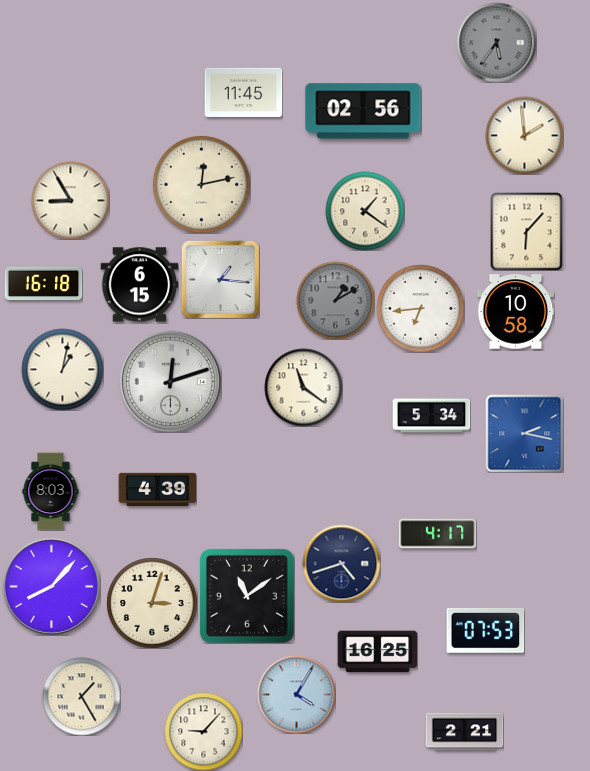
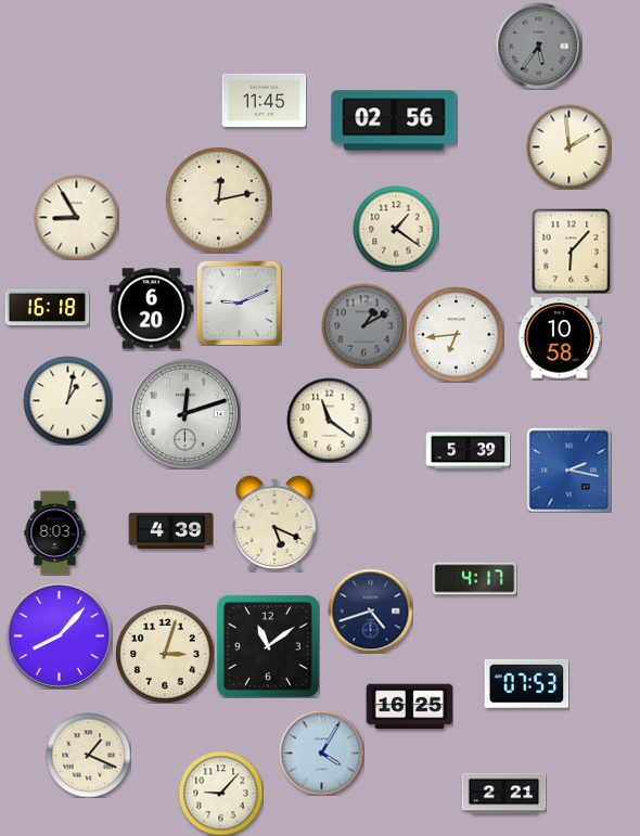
clock at (220, 279): 1:16 -> 9:11
clock at (139, 285): 6:15 -> 6:20
clock at (431, 416): 5:34 -> 5:39
clock at (274, 524): none -> 5:19
clock at (51, 586) position: (51, 586) -> (59, 635)
clock at (81, 696): 1:25 -> 1:19
